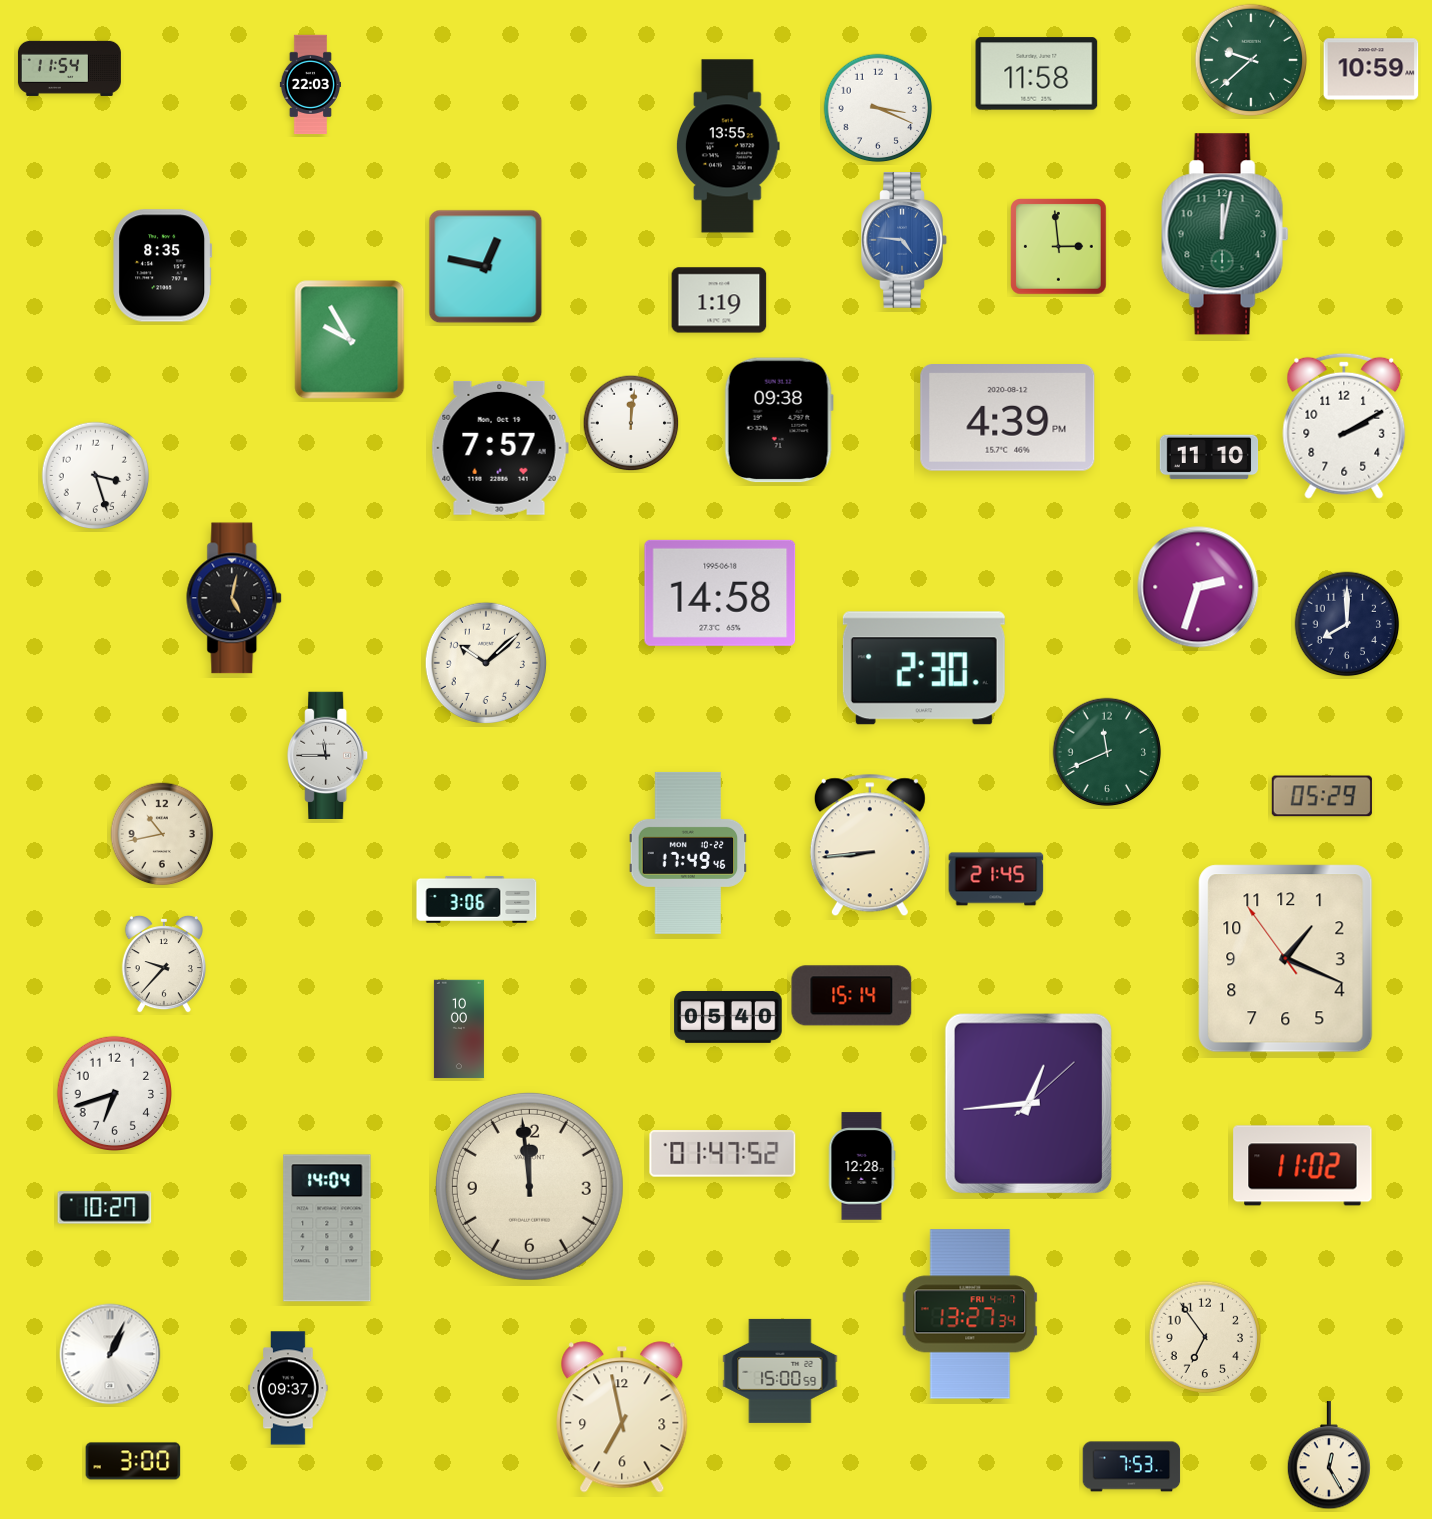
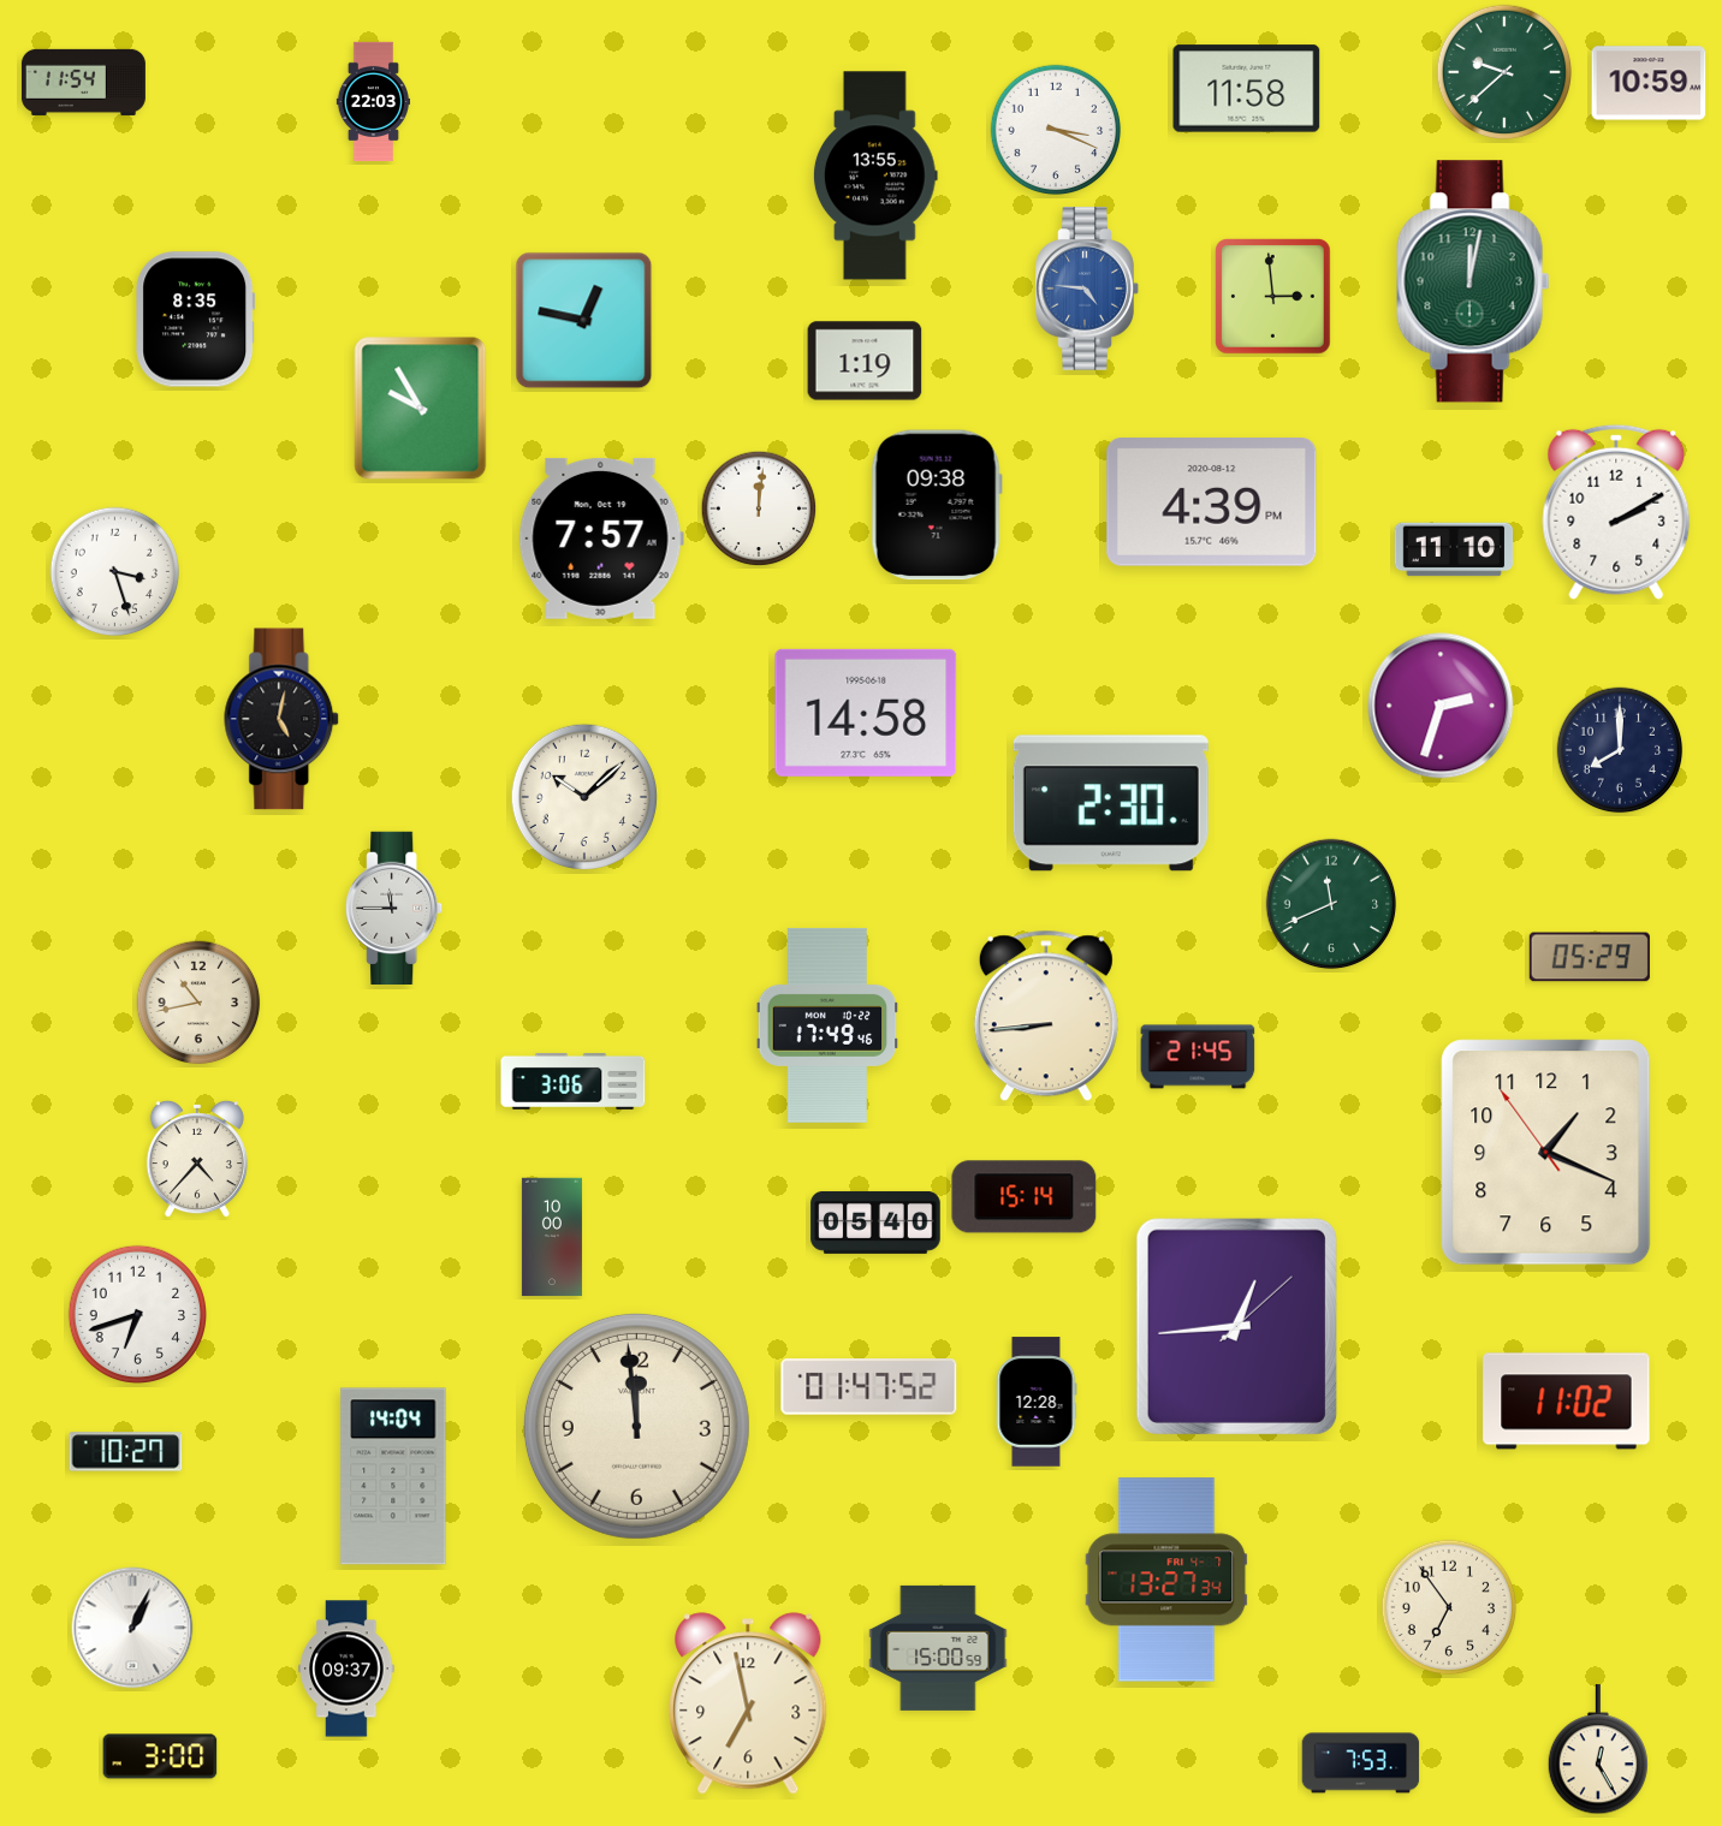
clock at (162, 834) position: (162, 834) -> (198, 1003)
clock at (164, 964): 9:37 -> 4:37
